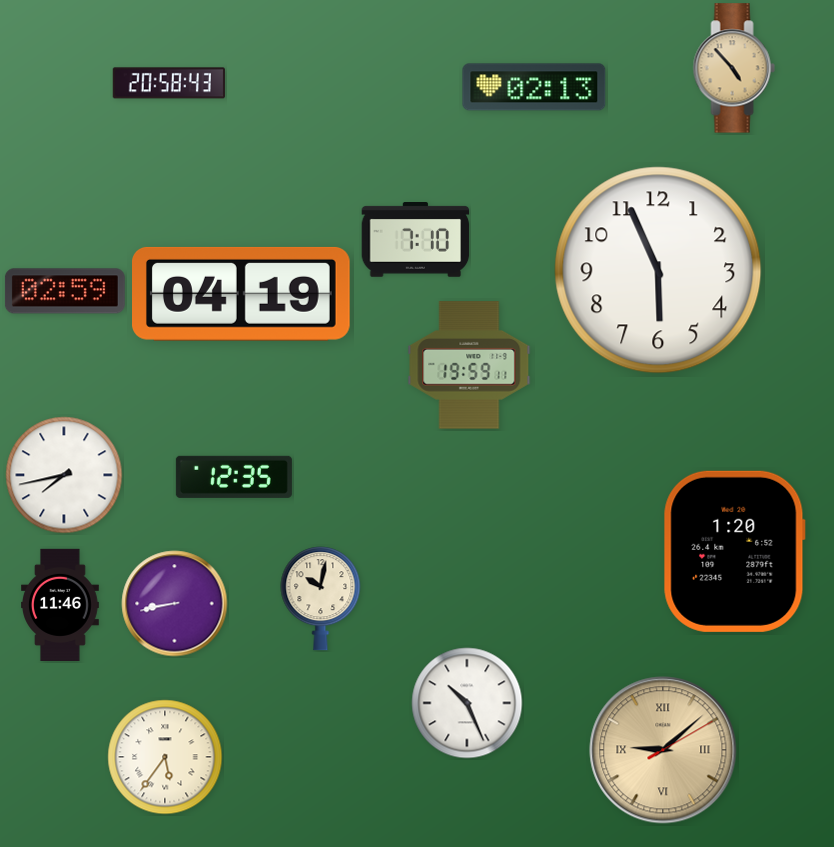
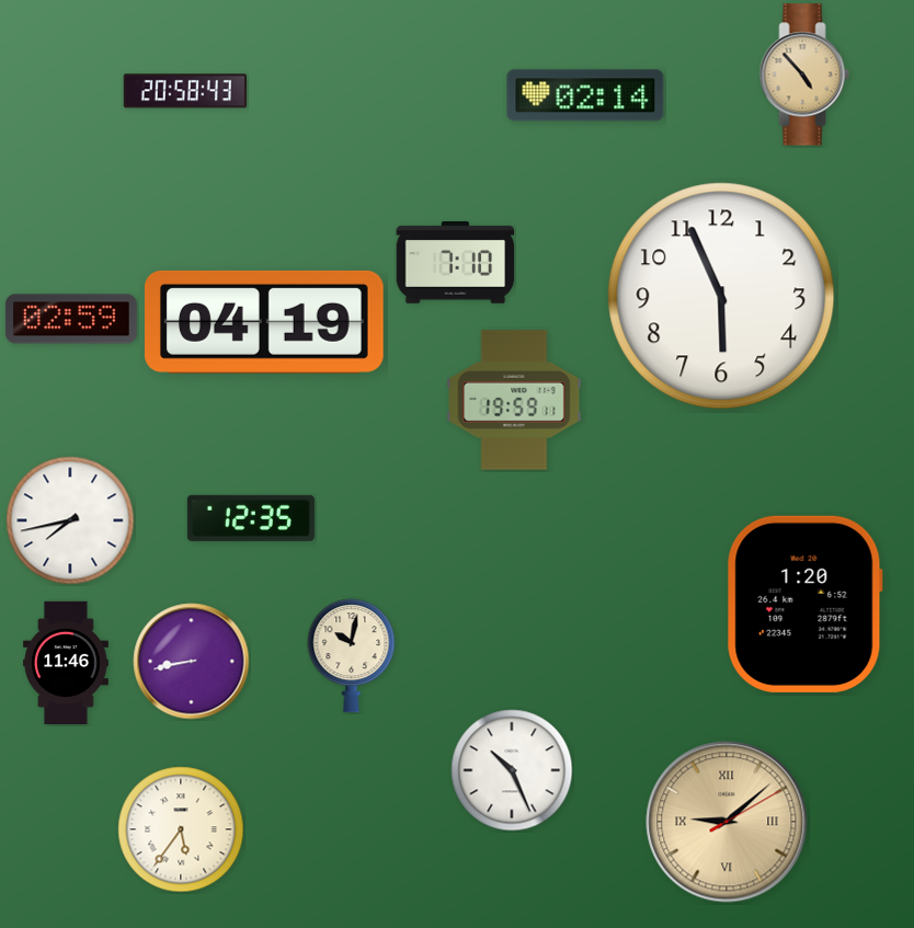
clock at (534, 87): 02:13 -> 02:14
clock at (234, 477) position: (234, 477) -> (251, 518)
